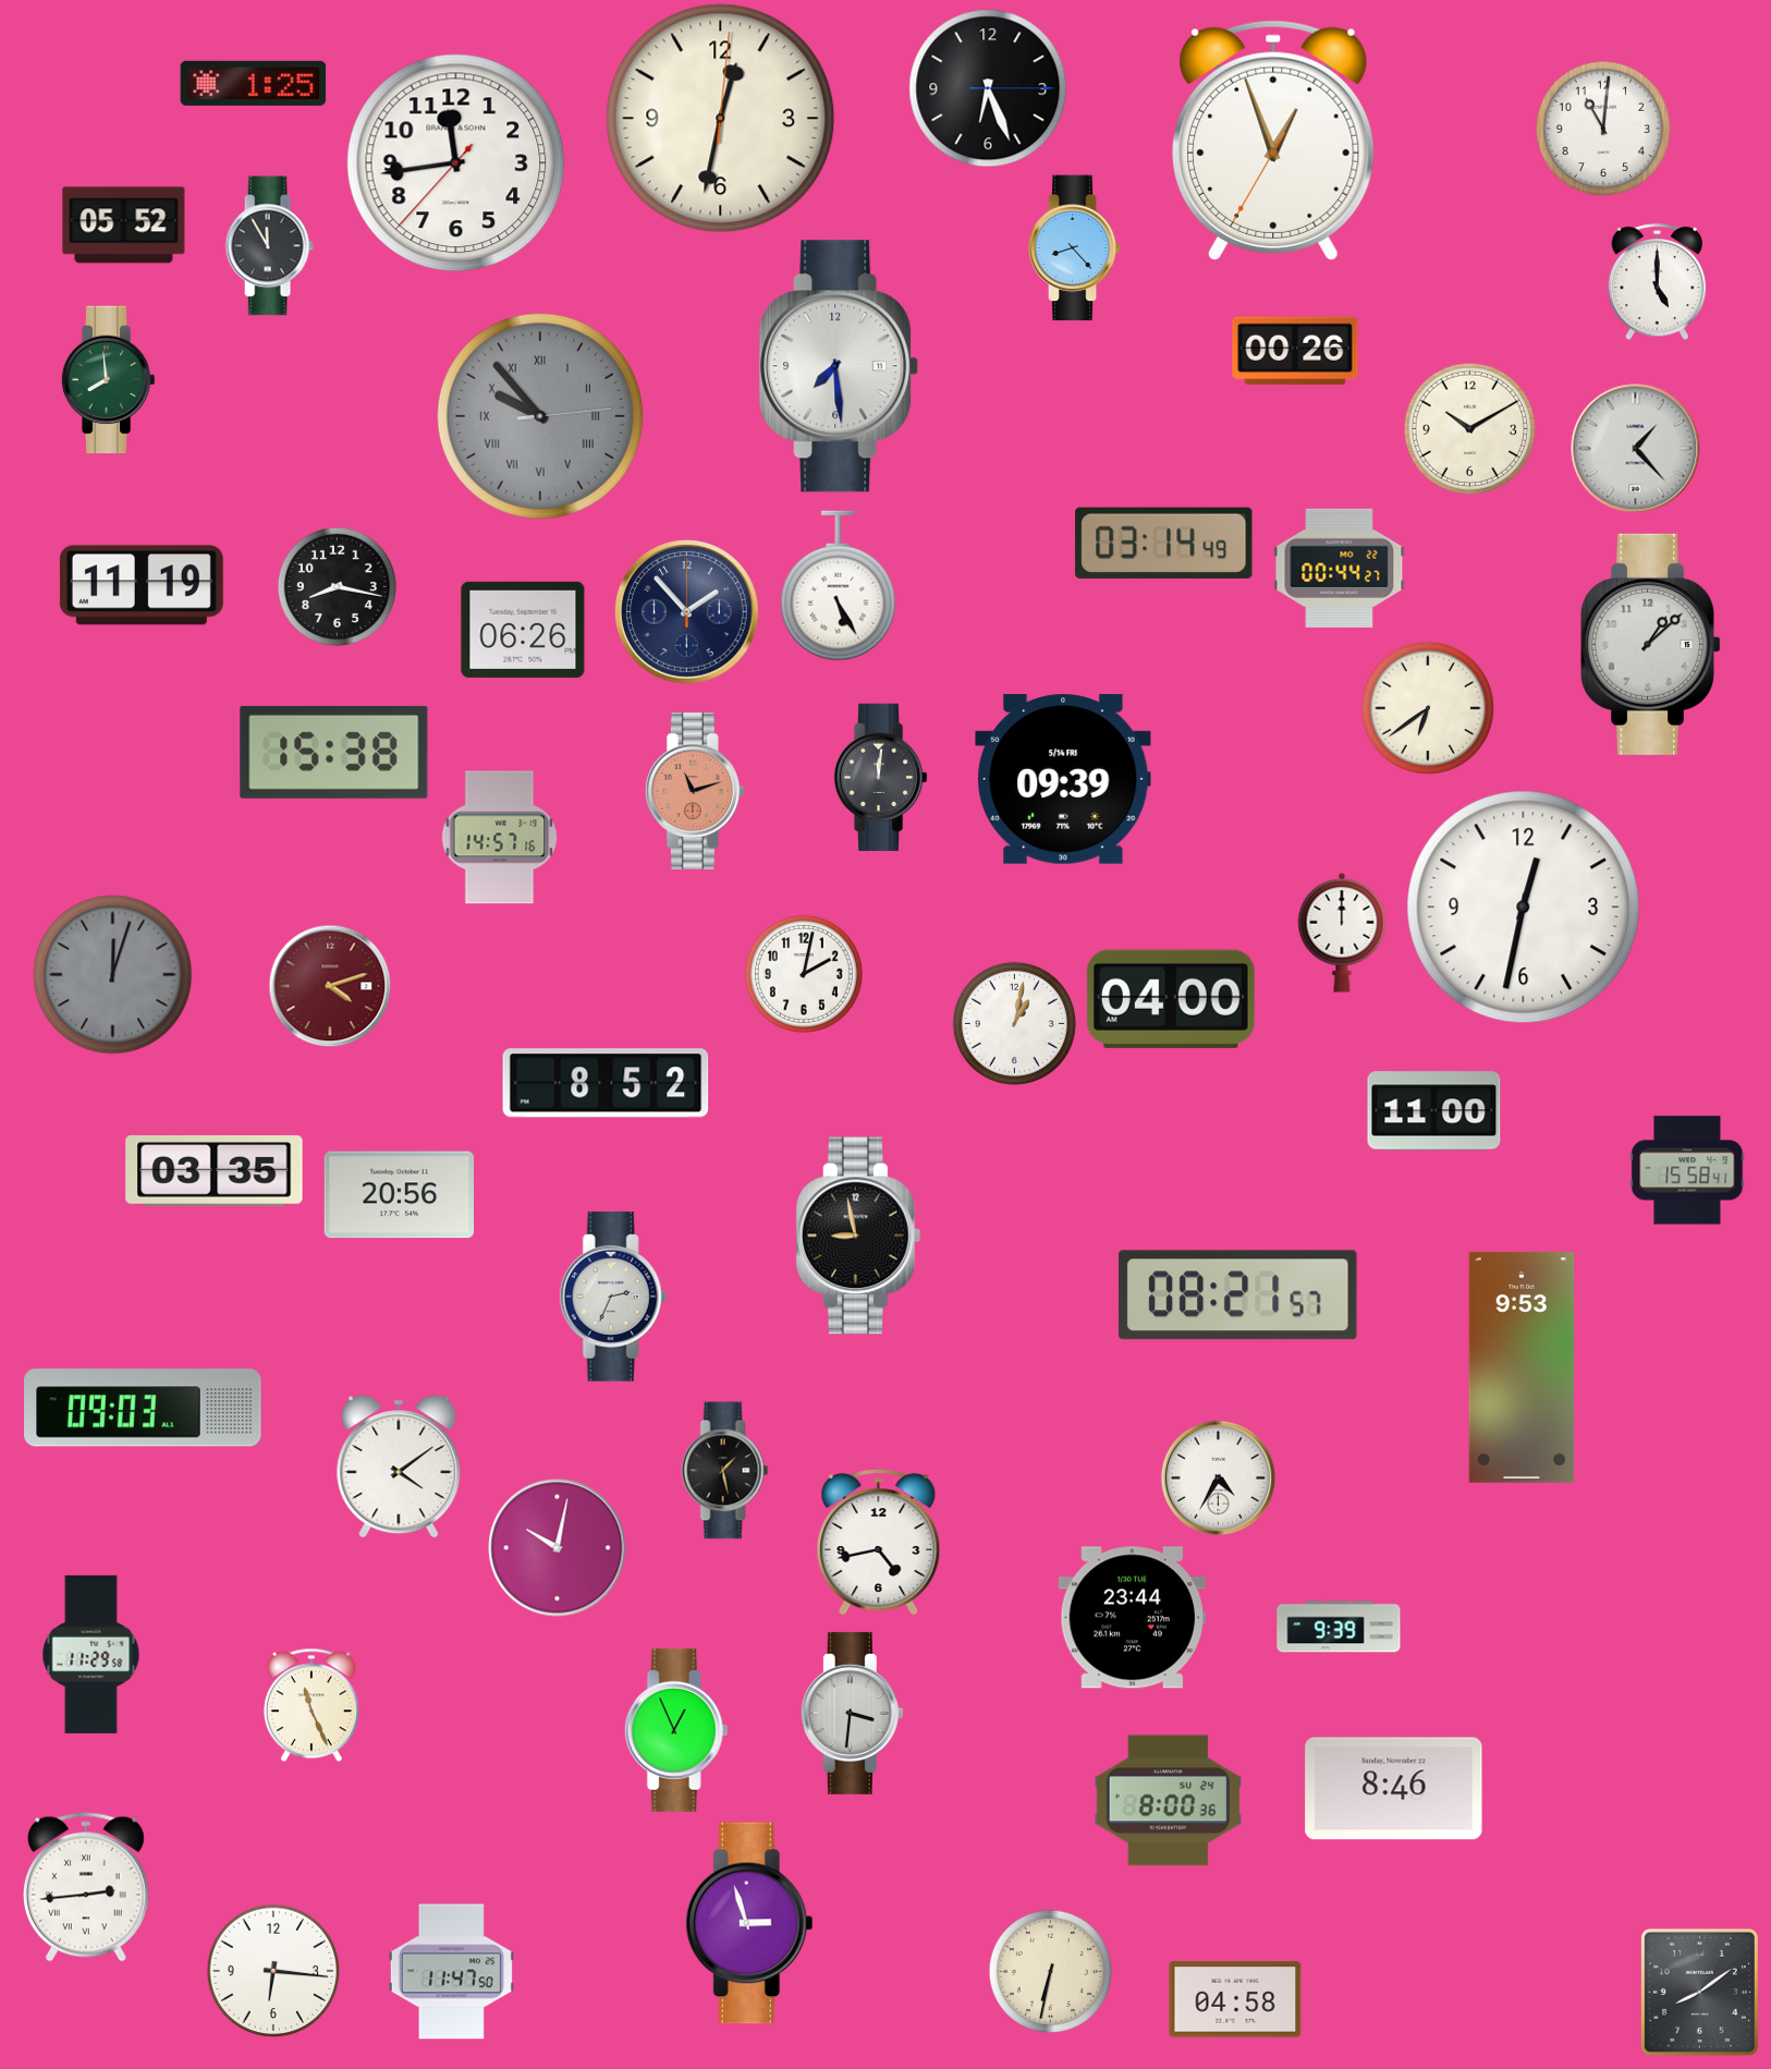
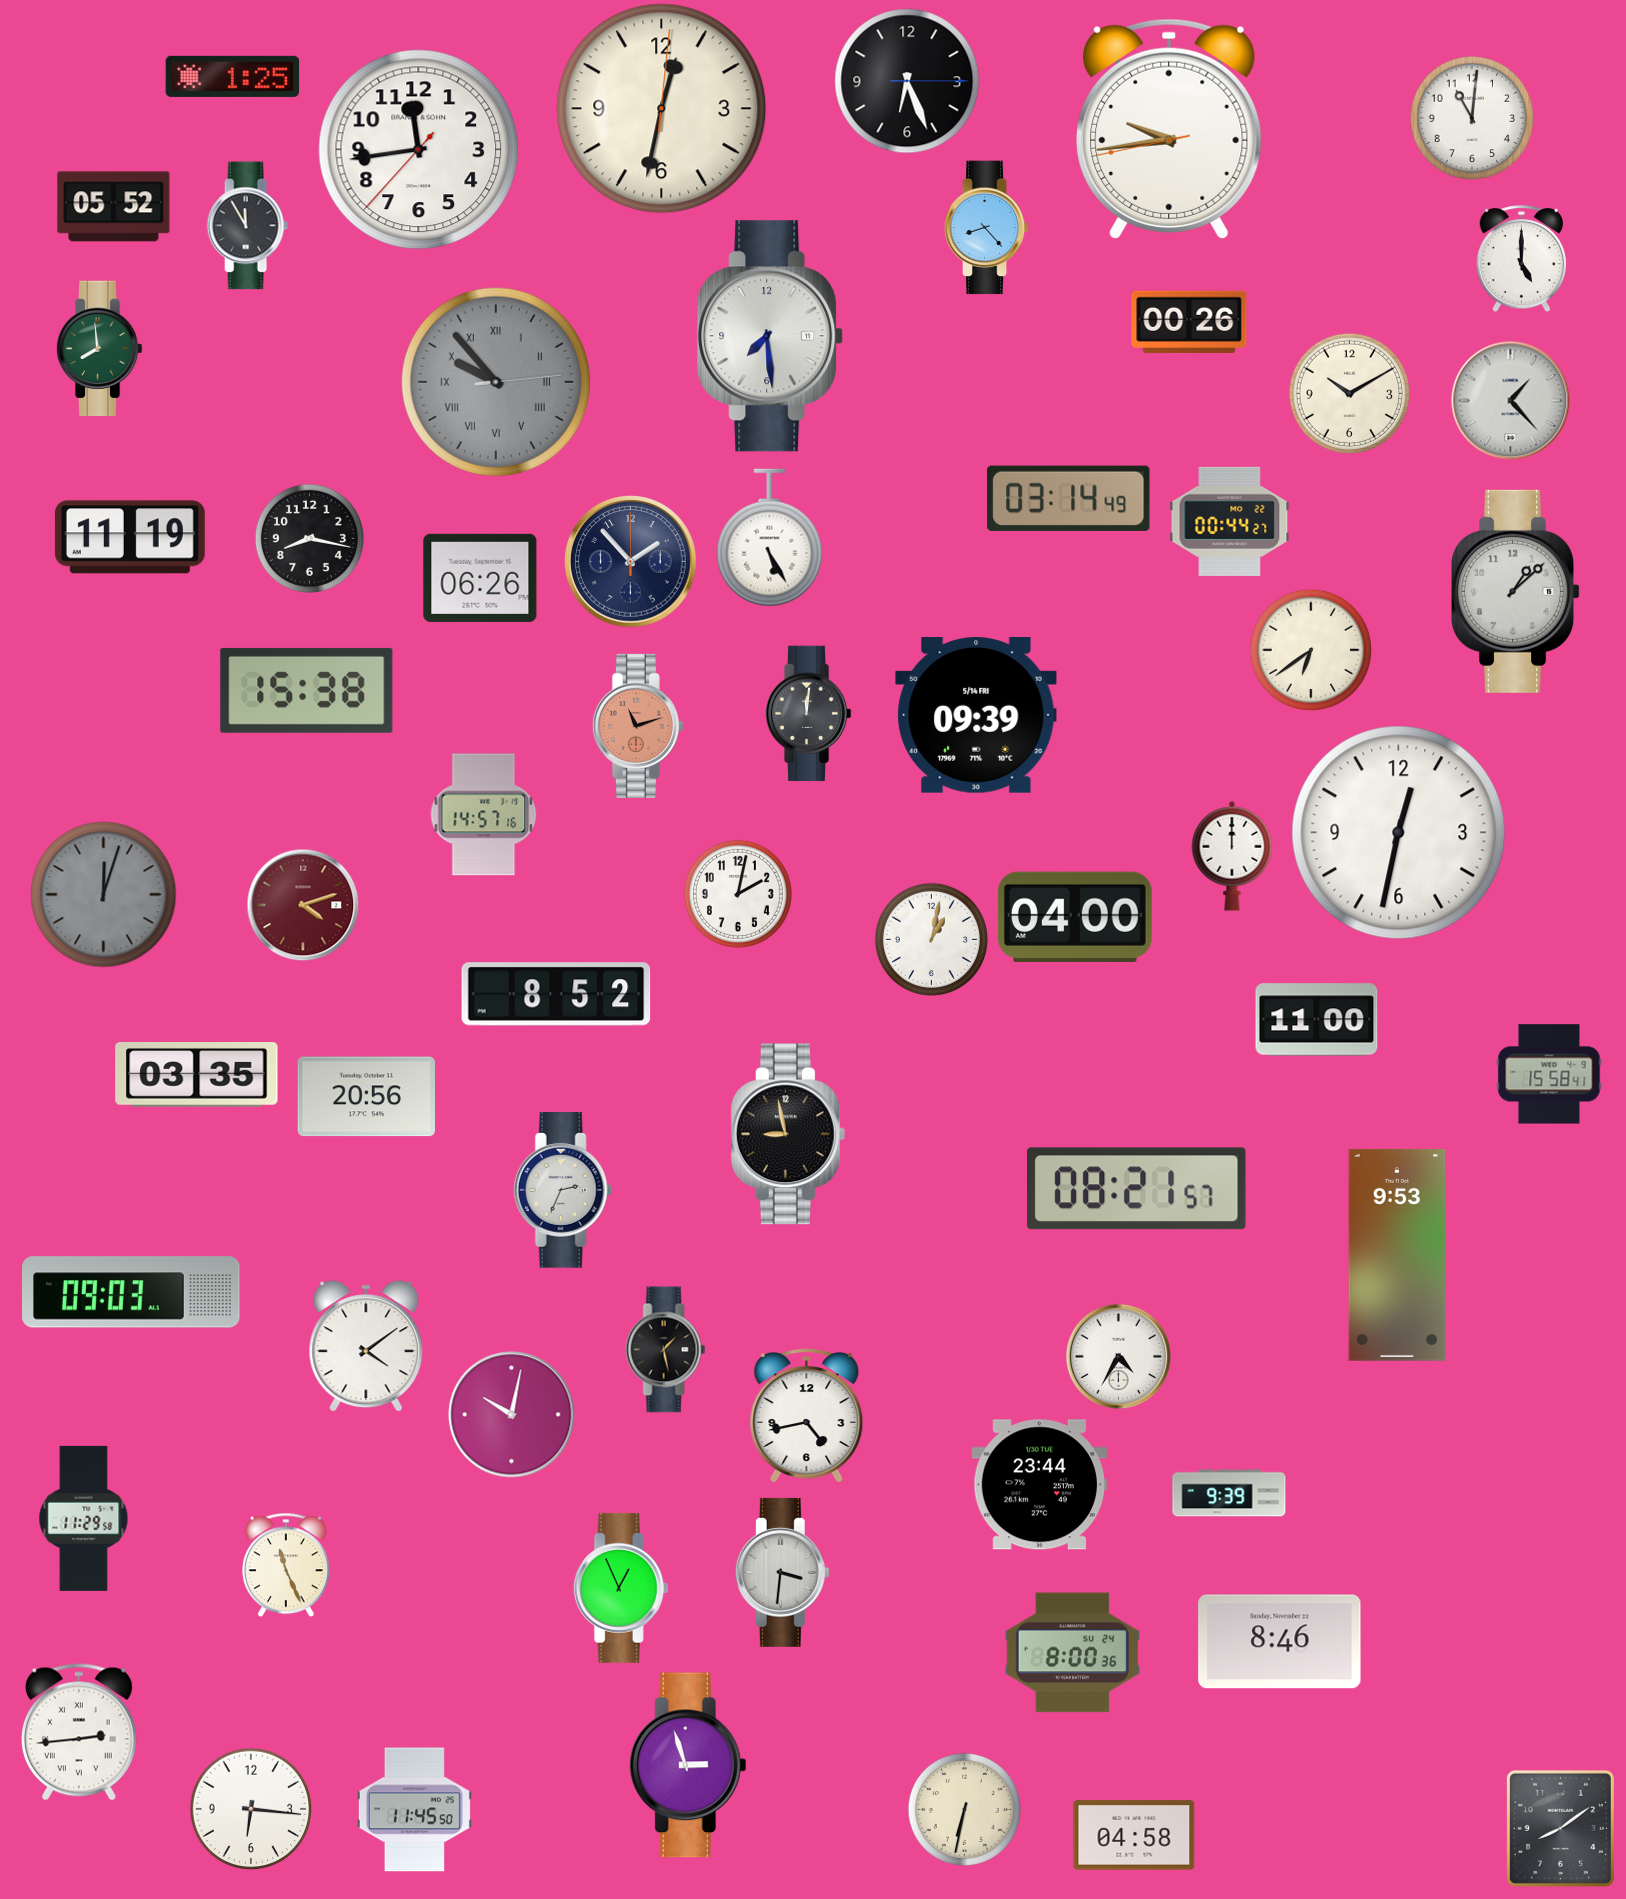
clock at (1273, 141): 12:56 -> 9:43
clock at (1636, 449) position: (1636, 449) -> (1511, 401)
clock at (500, 838) position: (500, 838) -> (484, 815)
clock at (558, 1548) position: (558, 1548) -> (512, 1415)
clock at (451, 1972): 11:47 -> 11:45
